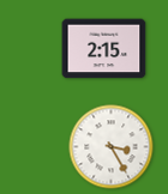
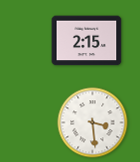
clock at (112, 147): 3:25 -> 3:29
